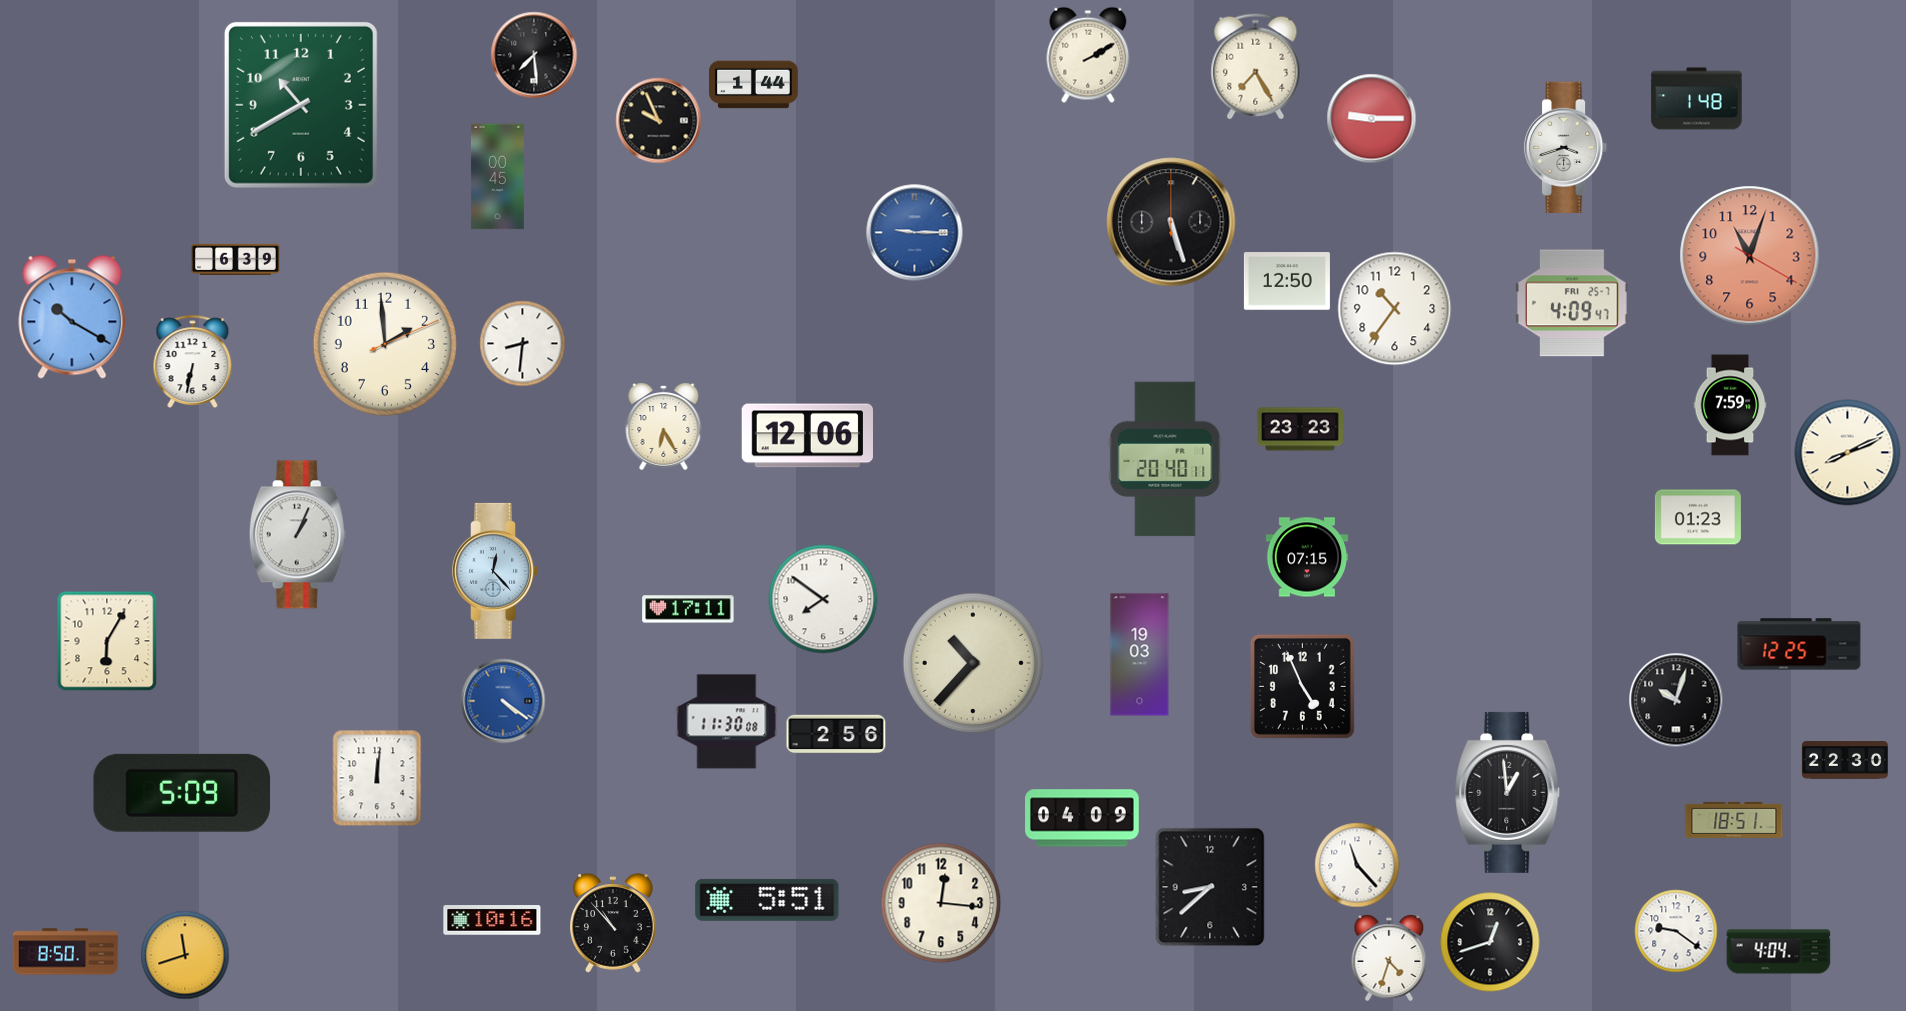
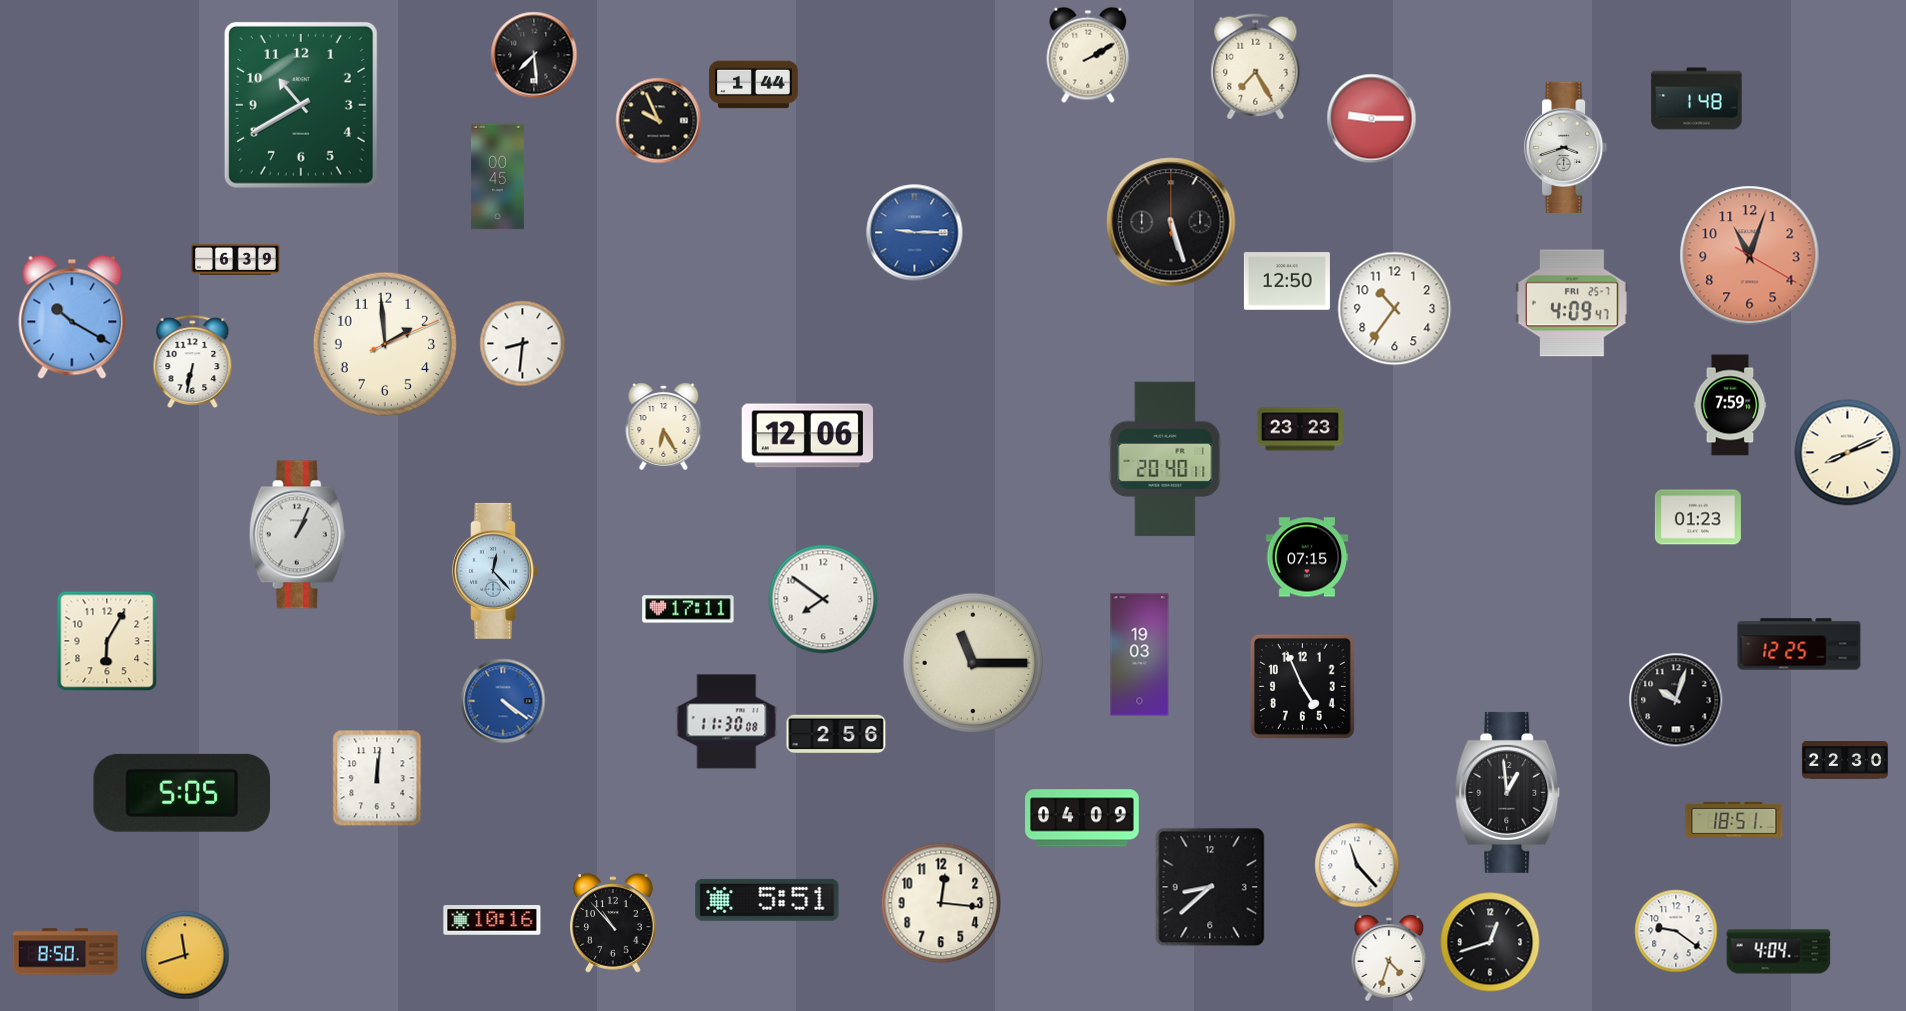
clock at (972, 662): 10:37 -> 11:15
clock at (182, 793): 5:09 -> 5:05
